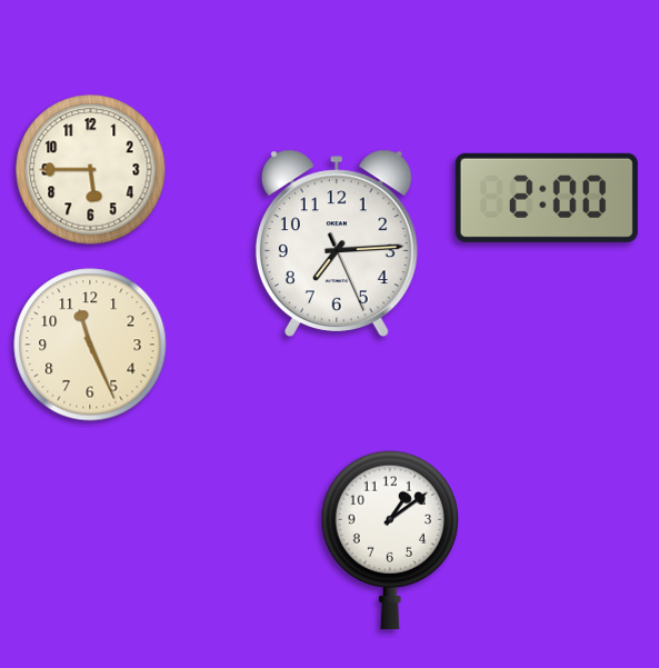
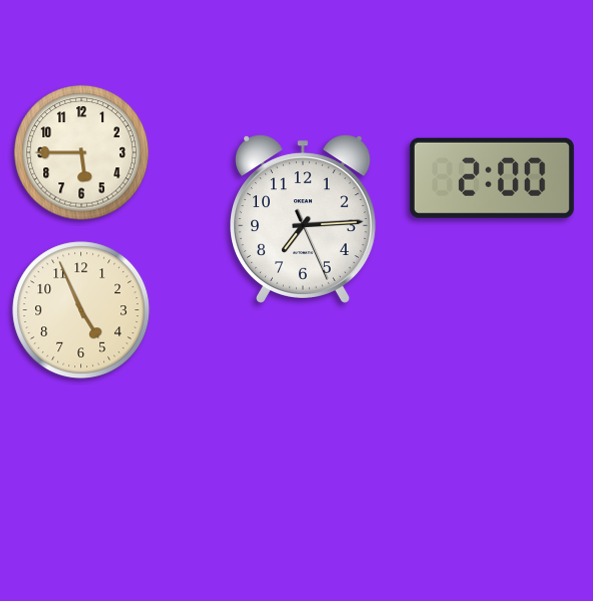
clock at (90, 345): 11:26 -> 4:56
clock at (389, 540): 1:09 -> none
